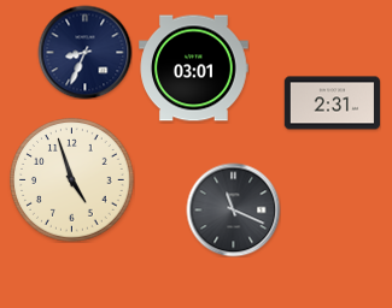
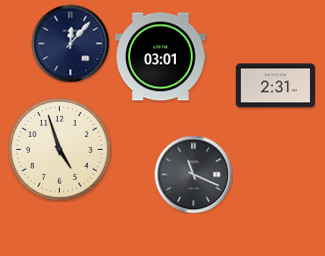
clock at (84, 52): 8:34 -> 12:07
